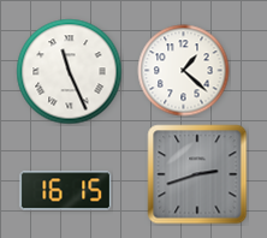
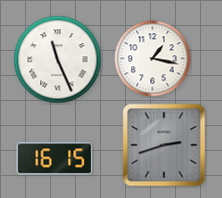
clock at (184, 71): 1:22 -> 1:17
